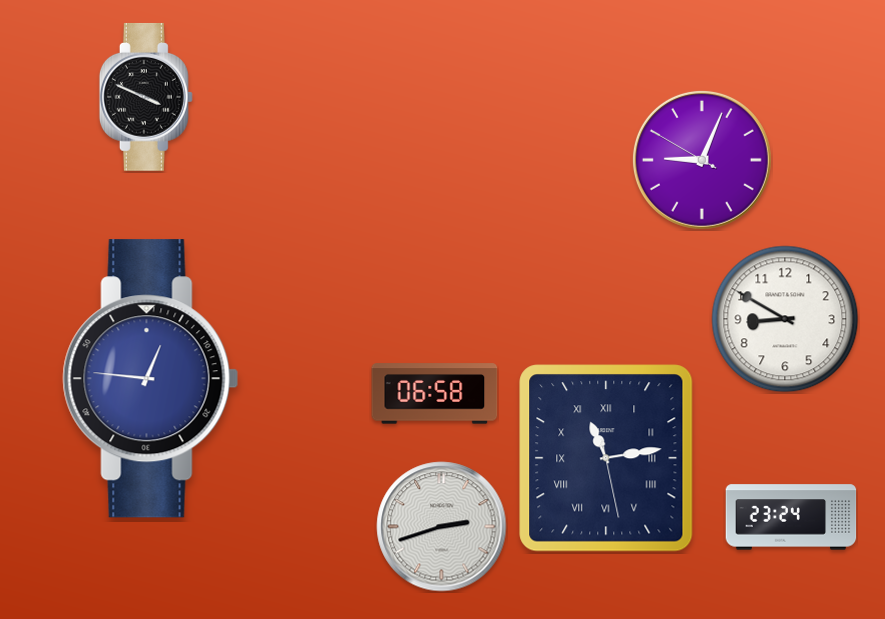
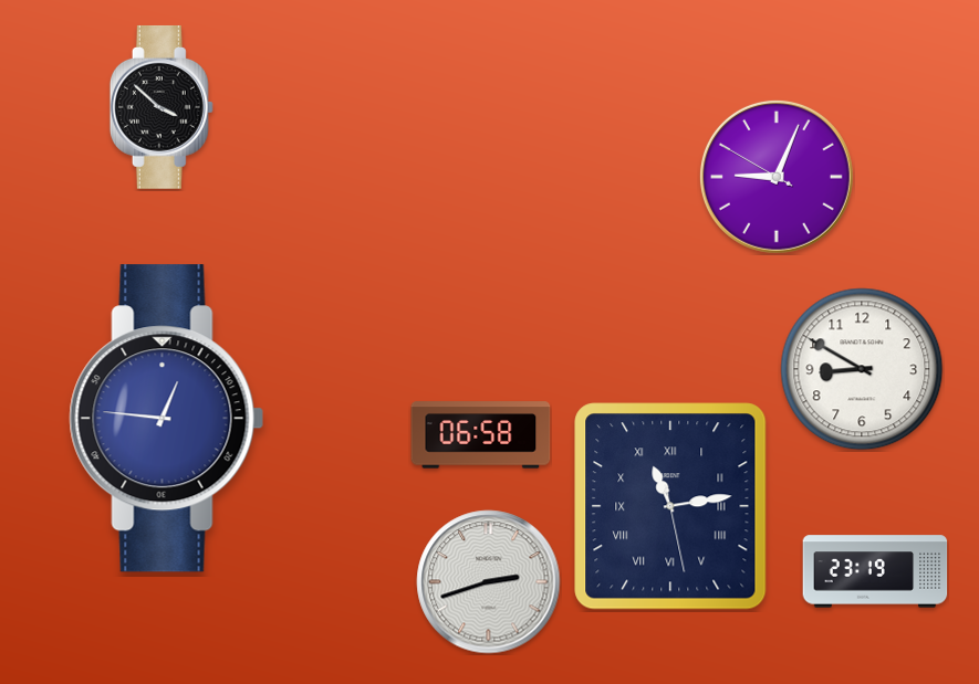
clock at (146, 97): 3:49 -> 3:52
clock at (785, 319) position: (785, 319) -> (862, 369)
clock at (791, 517): 23:24 -> 23:19
